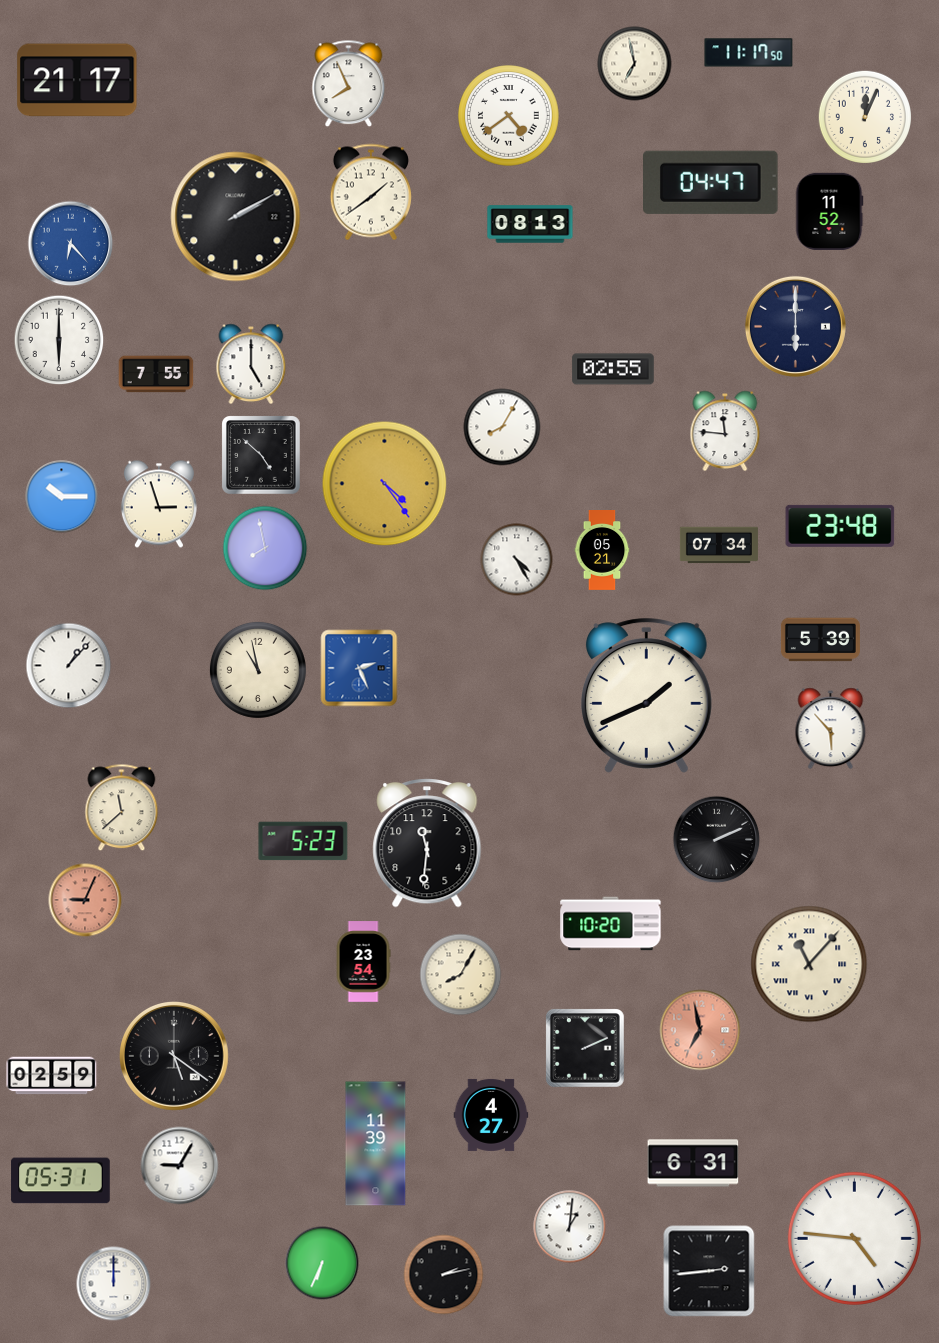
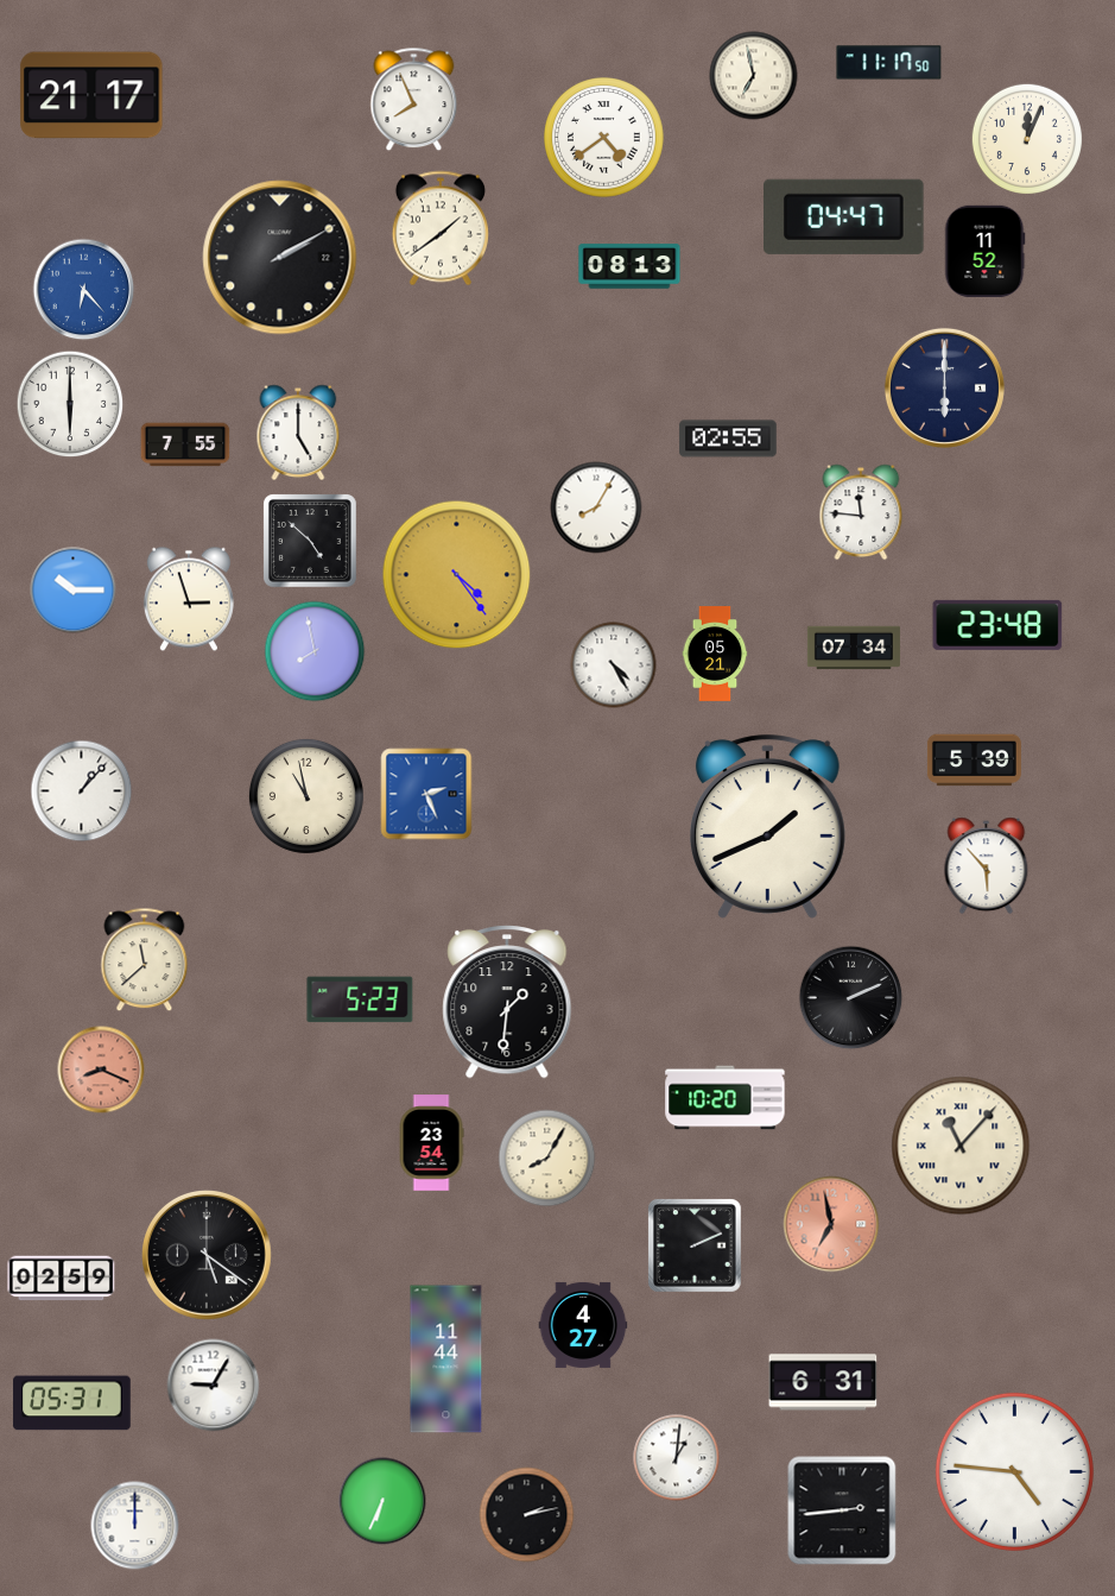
clock at (427, 844): 11:31 -> 1:31
clock at (85, 900): 9:04 -> 8:19
clock at (376, 1144): 11:39 -> 11:44
